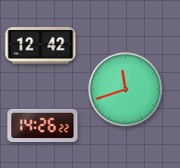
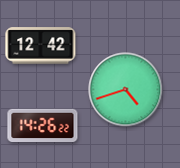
clock at (126, 90): 11:42 -> 4:42
